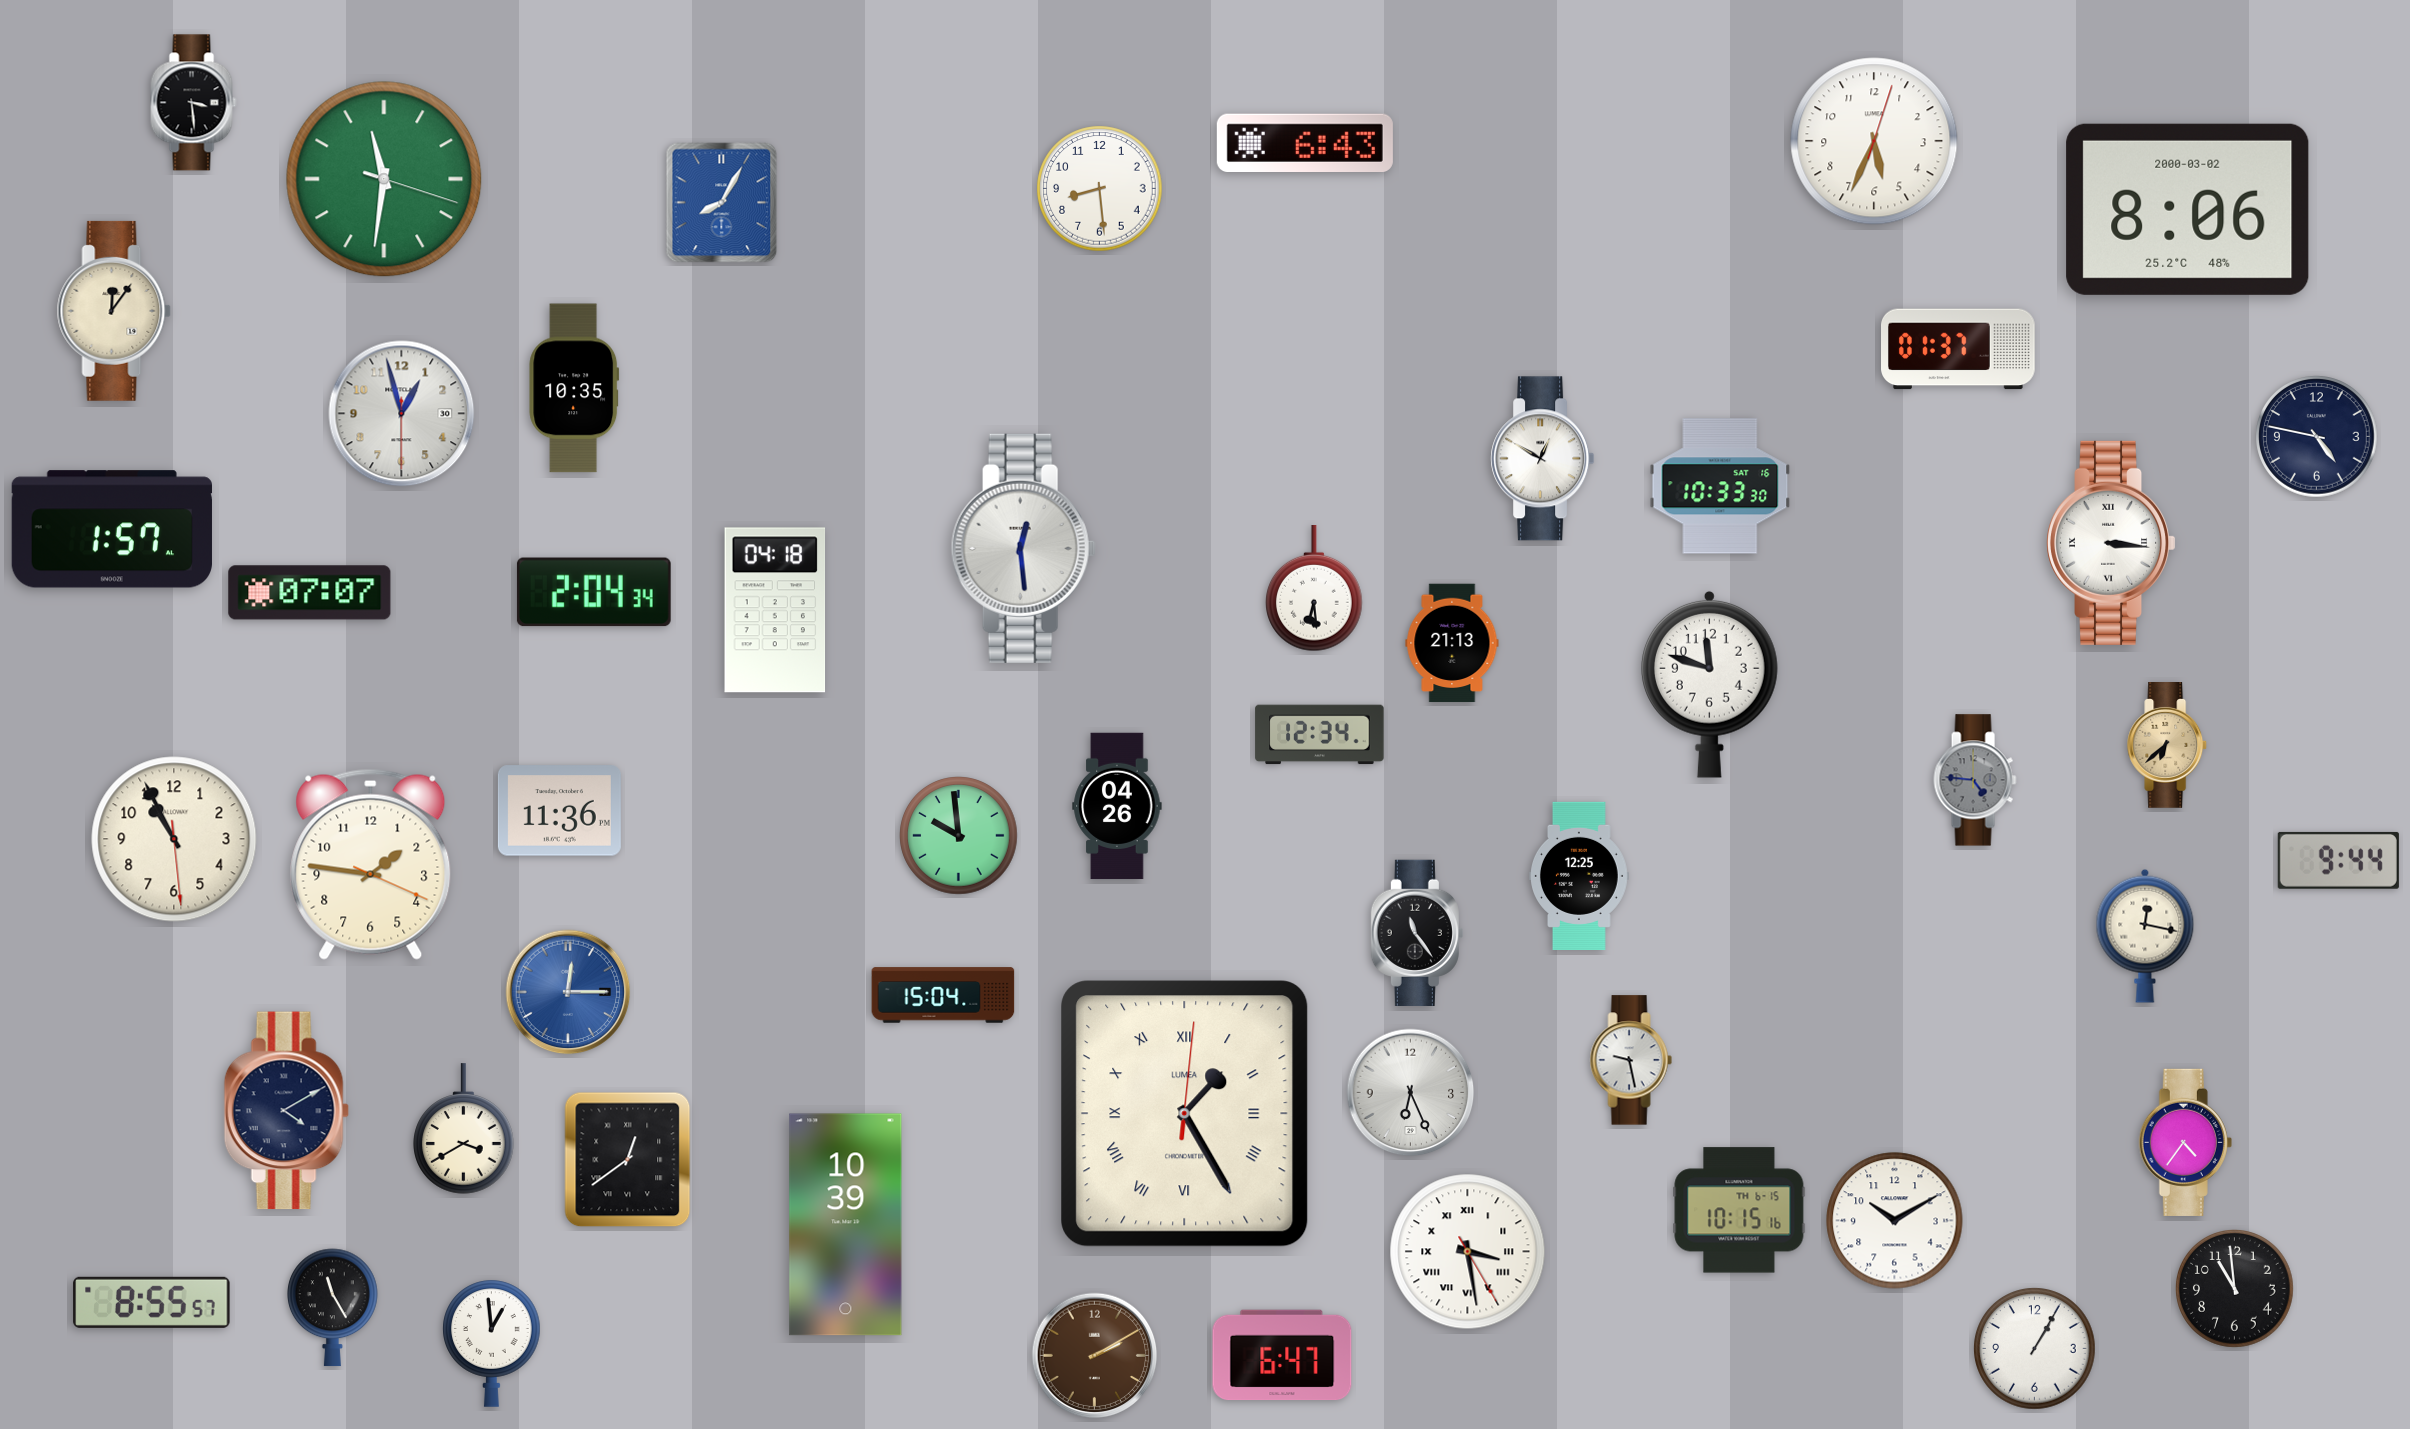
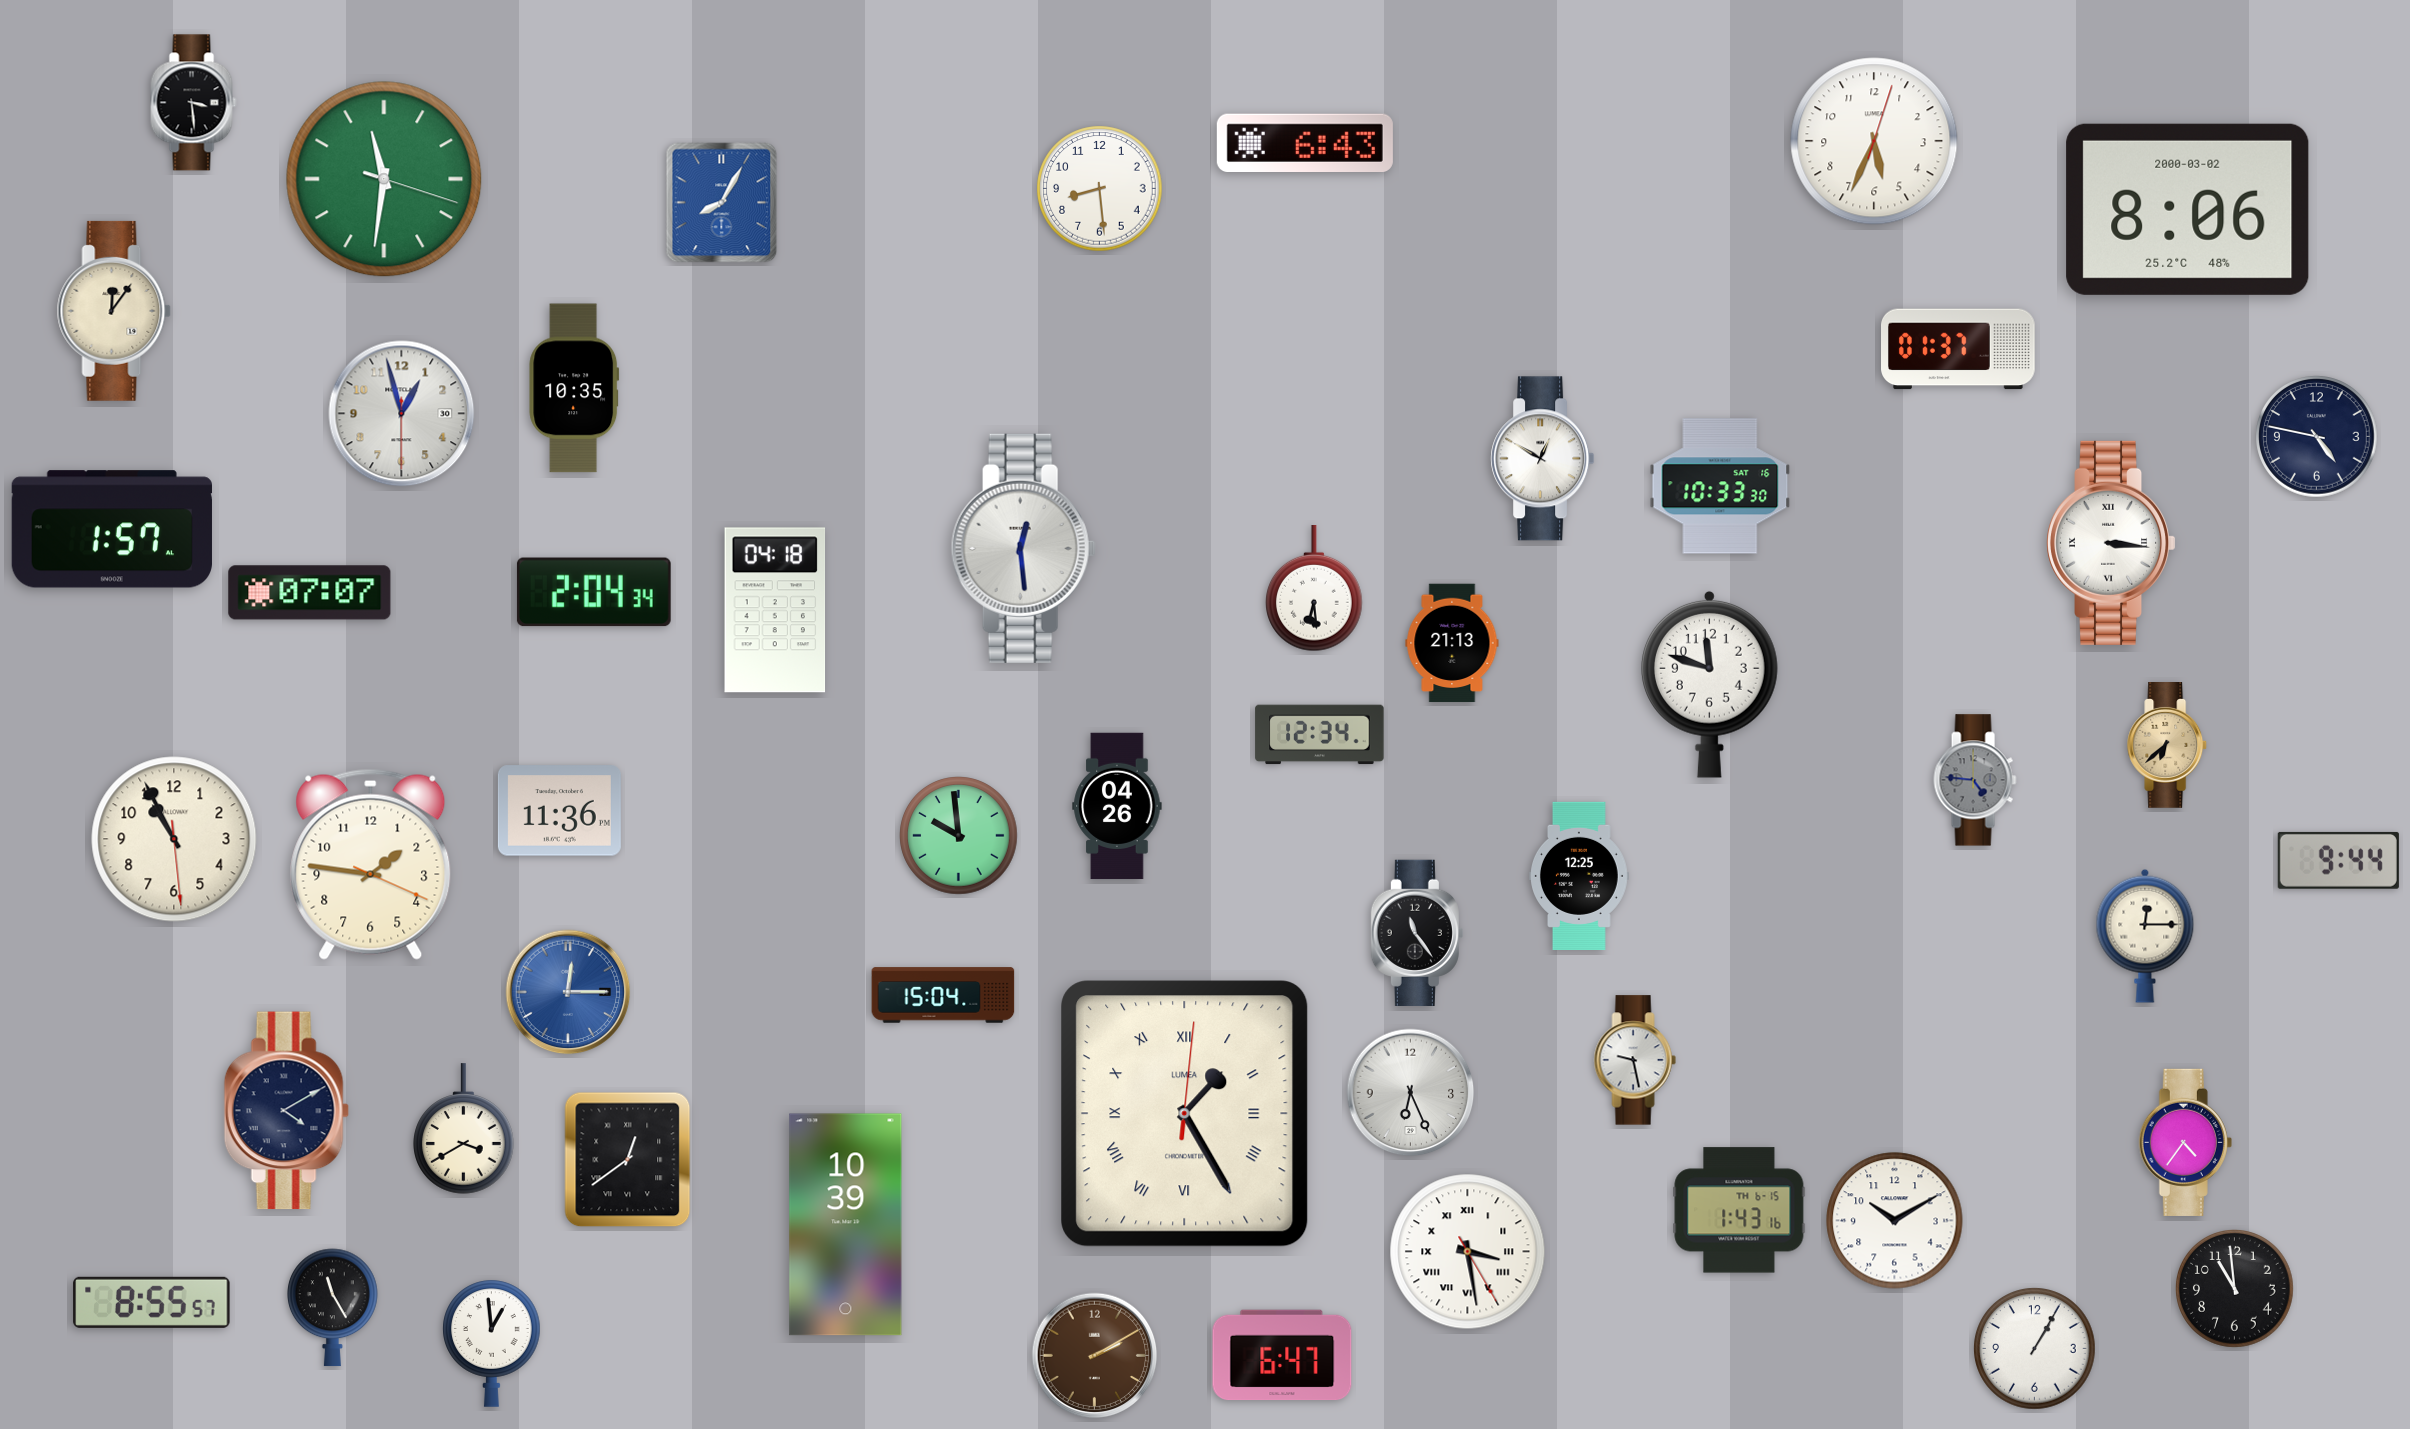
clock at (2145, 936): 12:17 -> 12:15
clock at (1631, 1060) position: (1631, 1060) -> (1635, 1060)
clock at (1739, 1210): 10:15 -> 1:43
